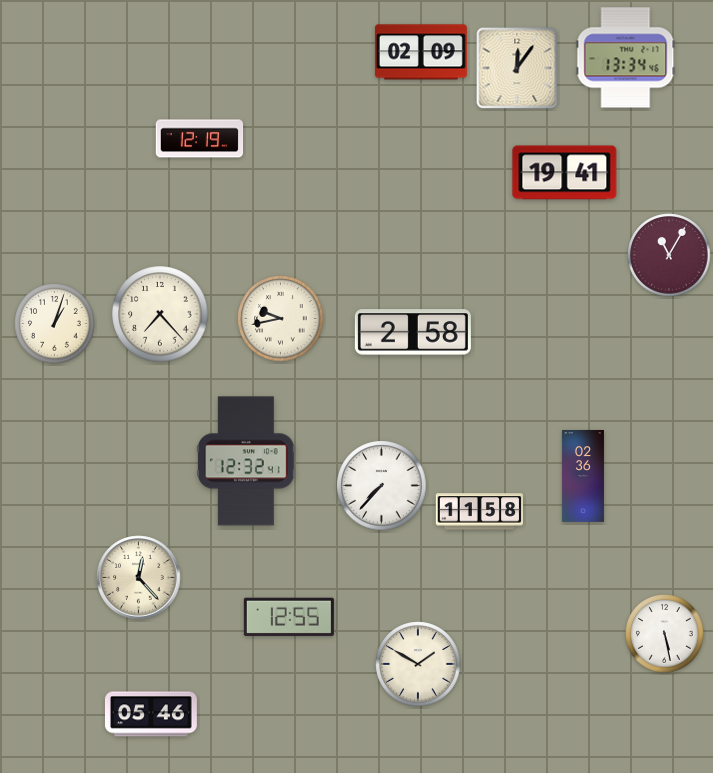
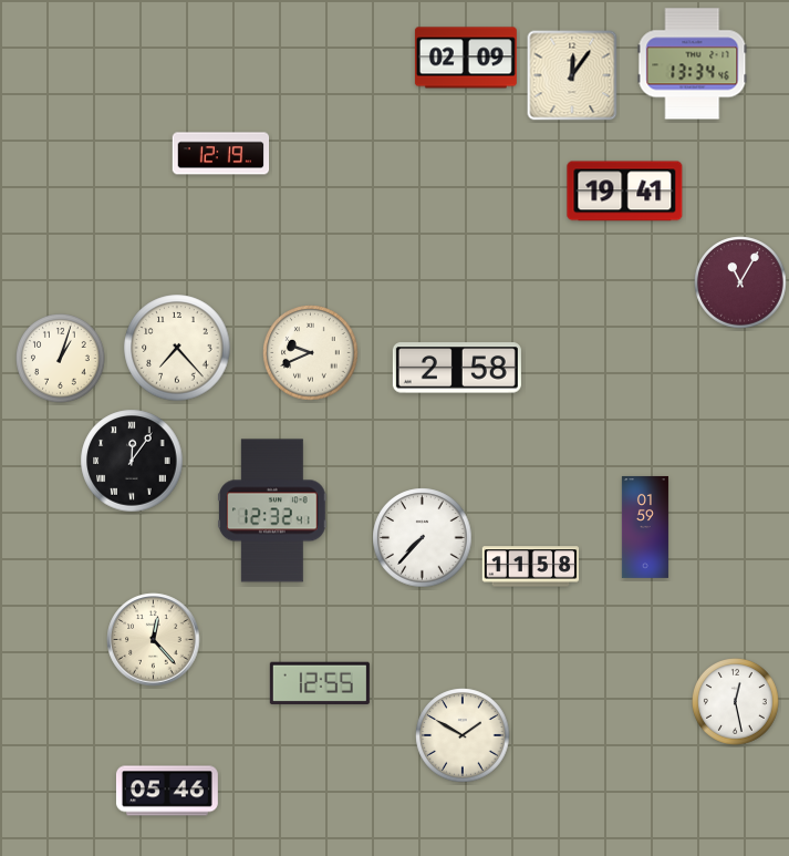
clock at (281, 319): 9:43 -> 9:41
clock at (132, 461): none -> 12:06
clock at (583, 476): 02:36 -> 01:59
clock at (665, 634): 5:28 -> 12:28
